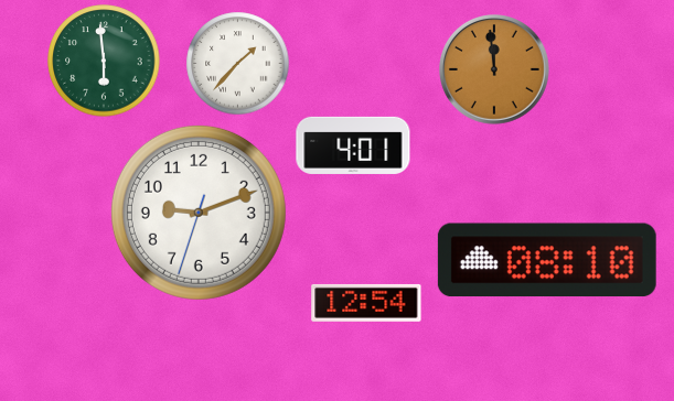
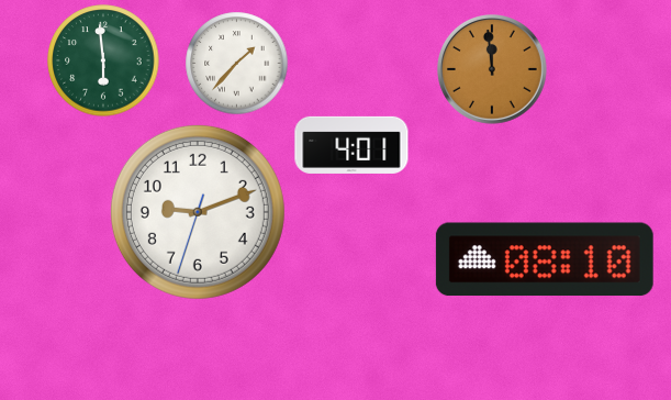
clock at (366, 303): 12:54 -> none
